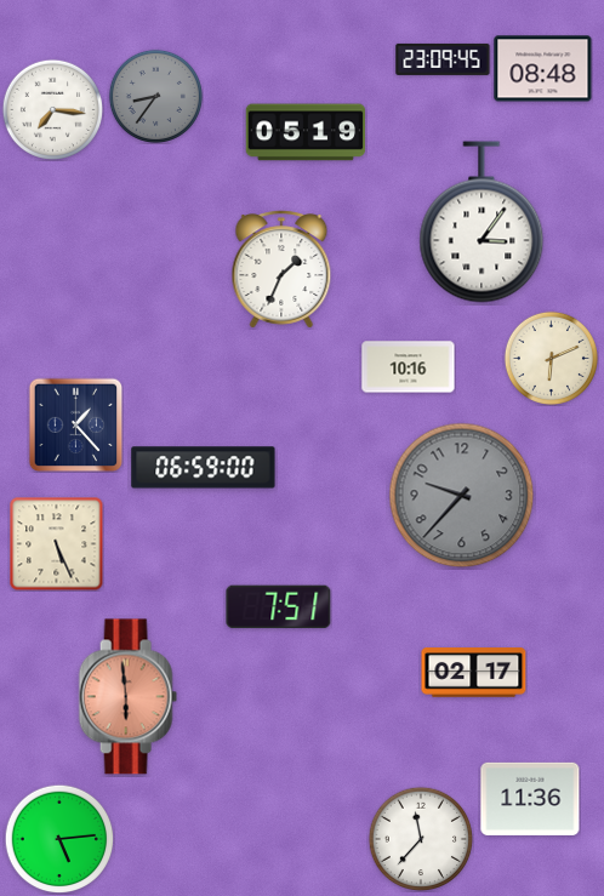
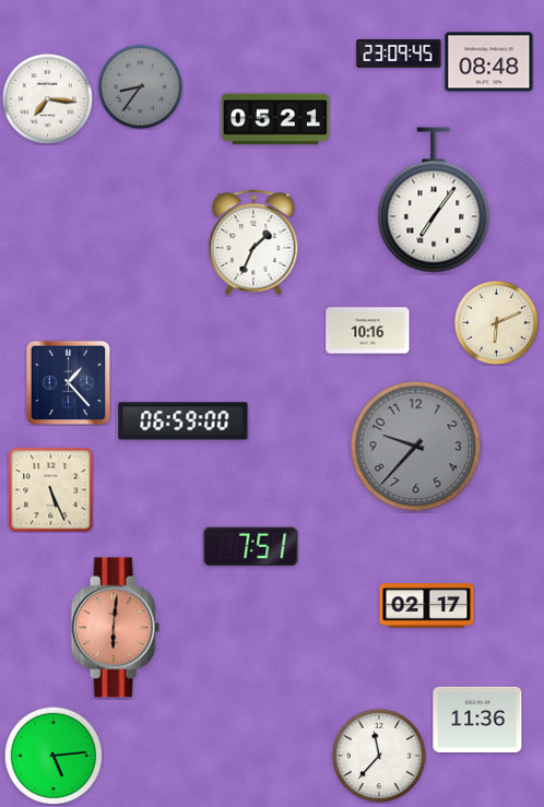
clock at (306, 132): 05:19 -> 05:21
clock at (482, 222): 3:06 -> 7:06
clock at (127, 697): 5:59 -> 6:01
